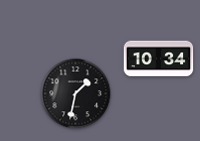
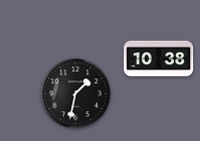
clock at (159, 59): 10:34 -> 10:38
